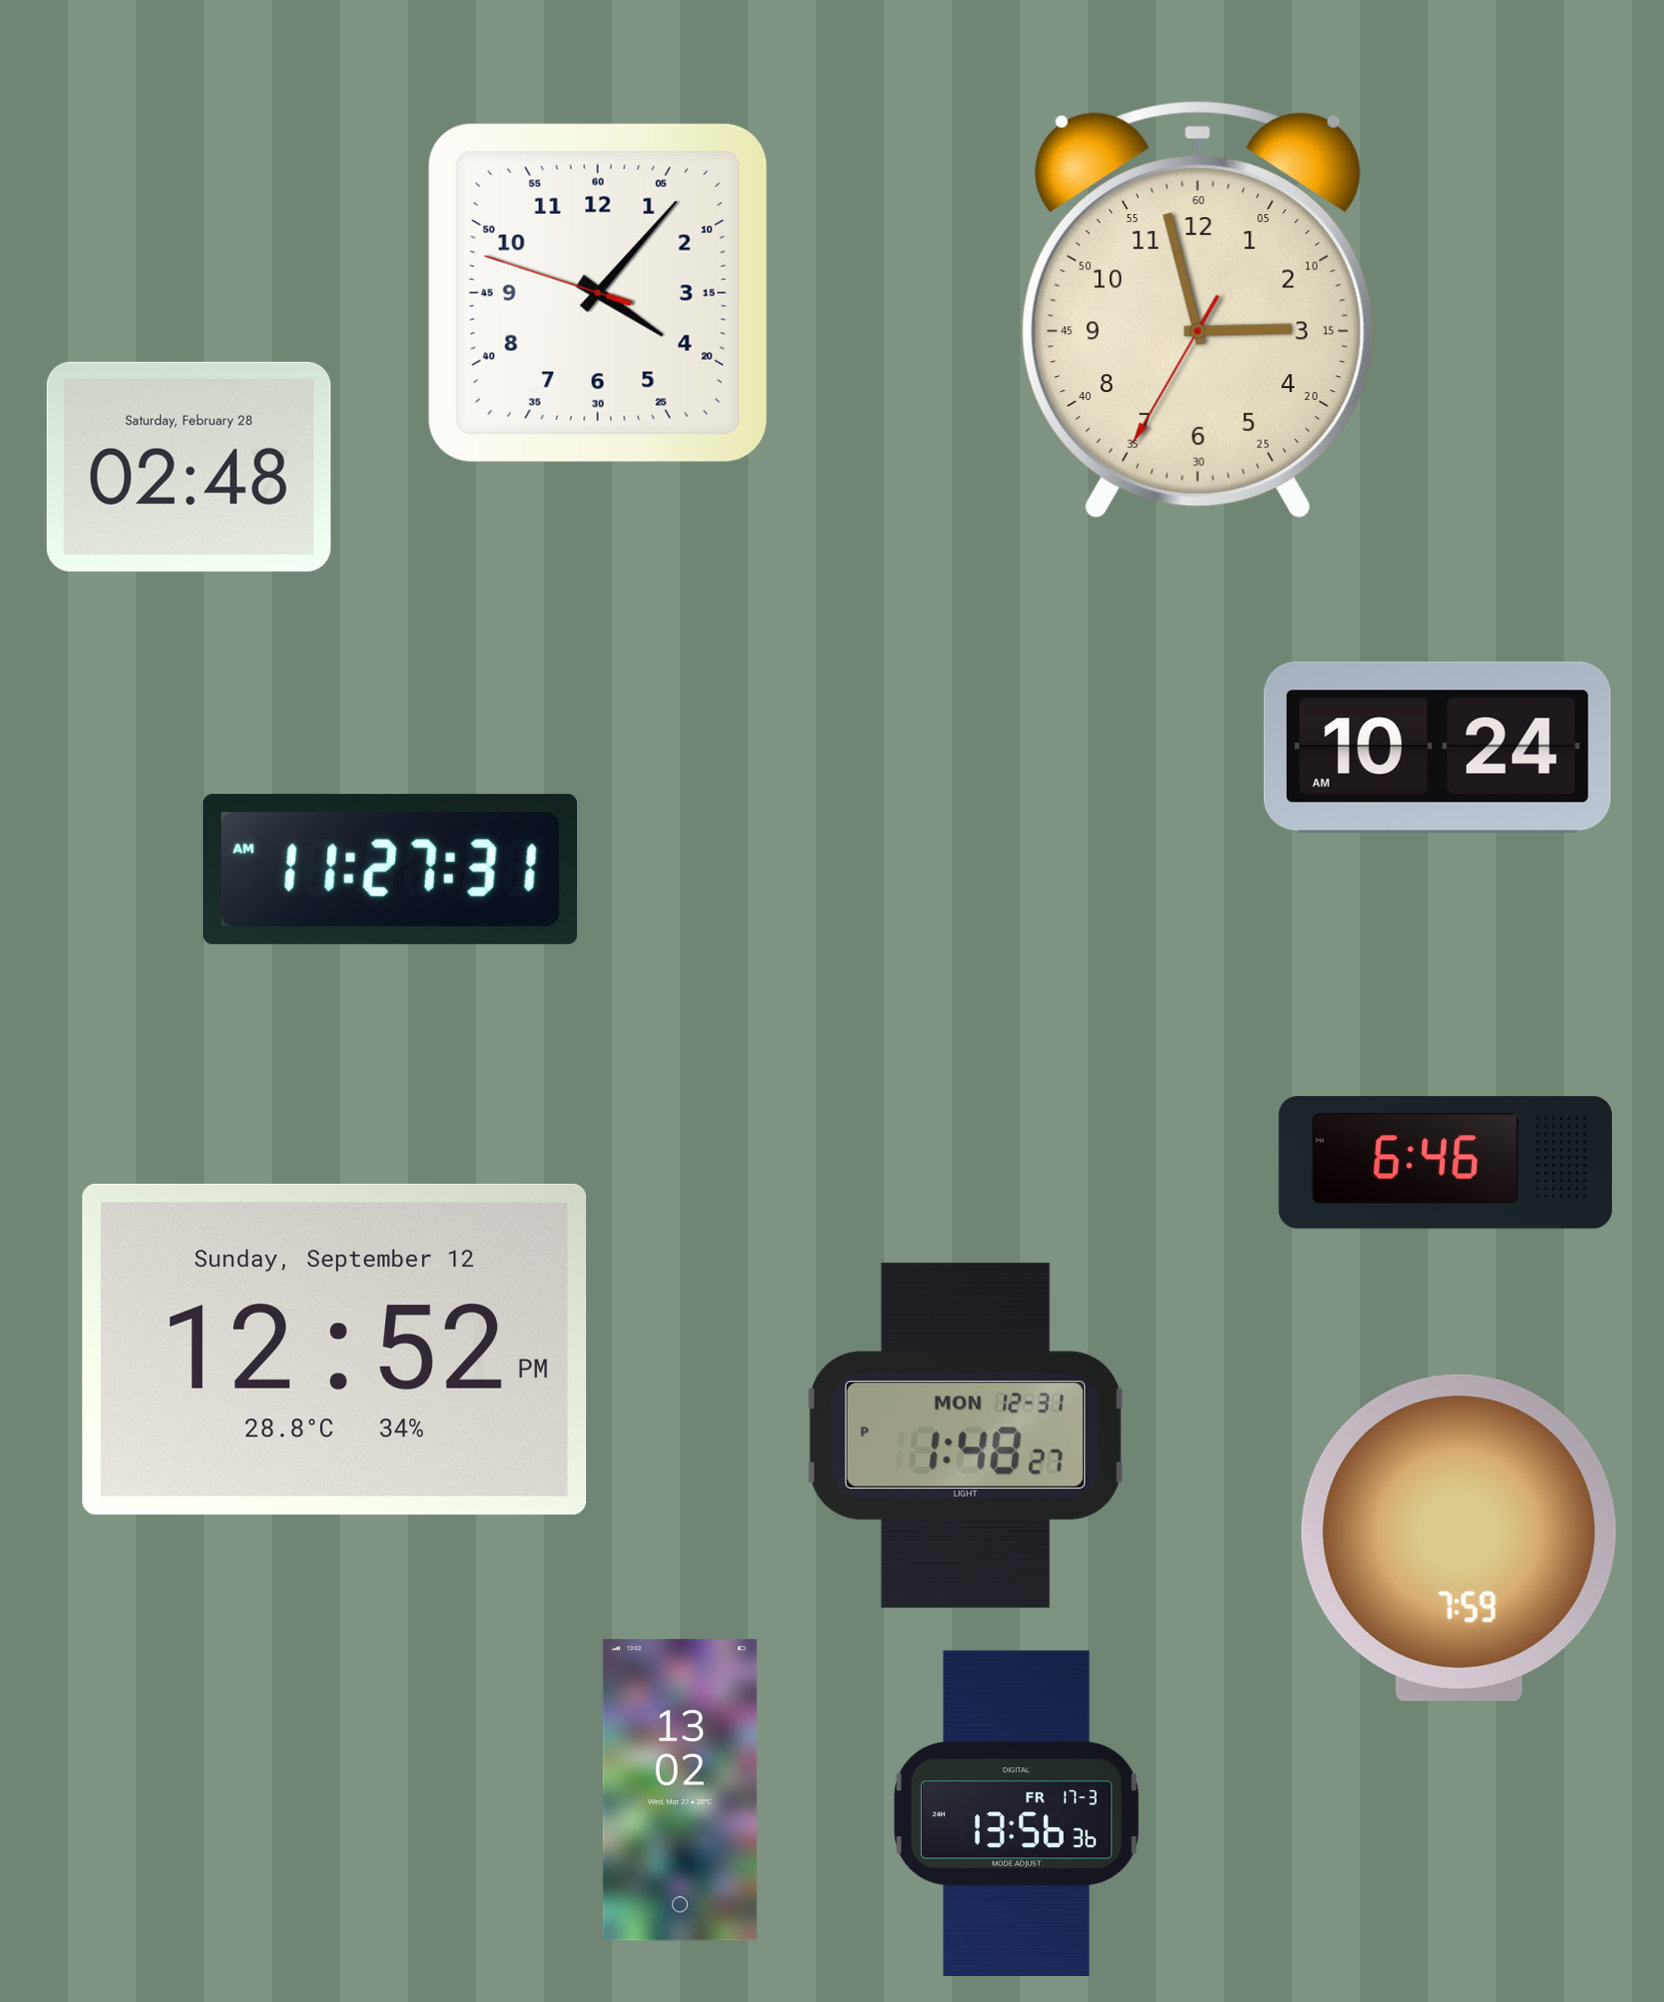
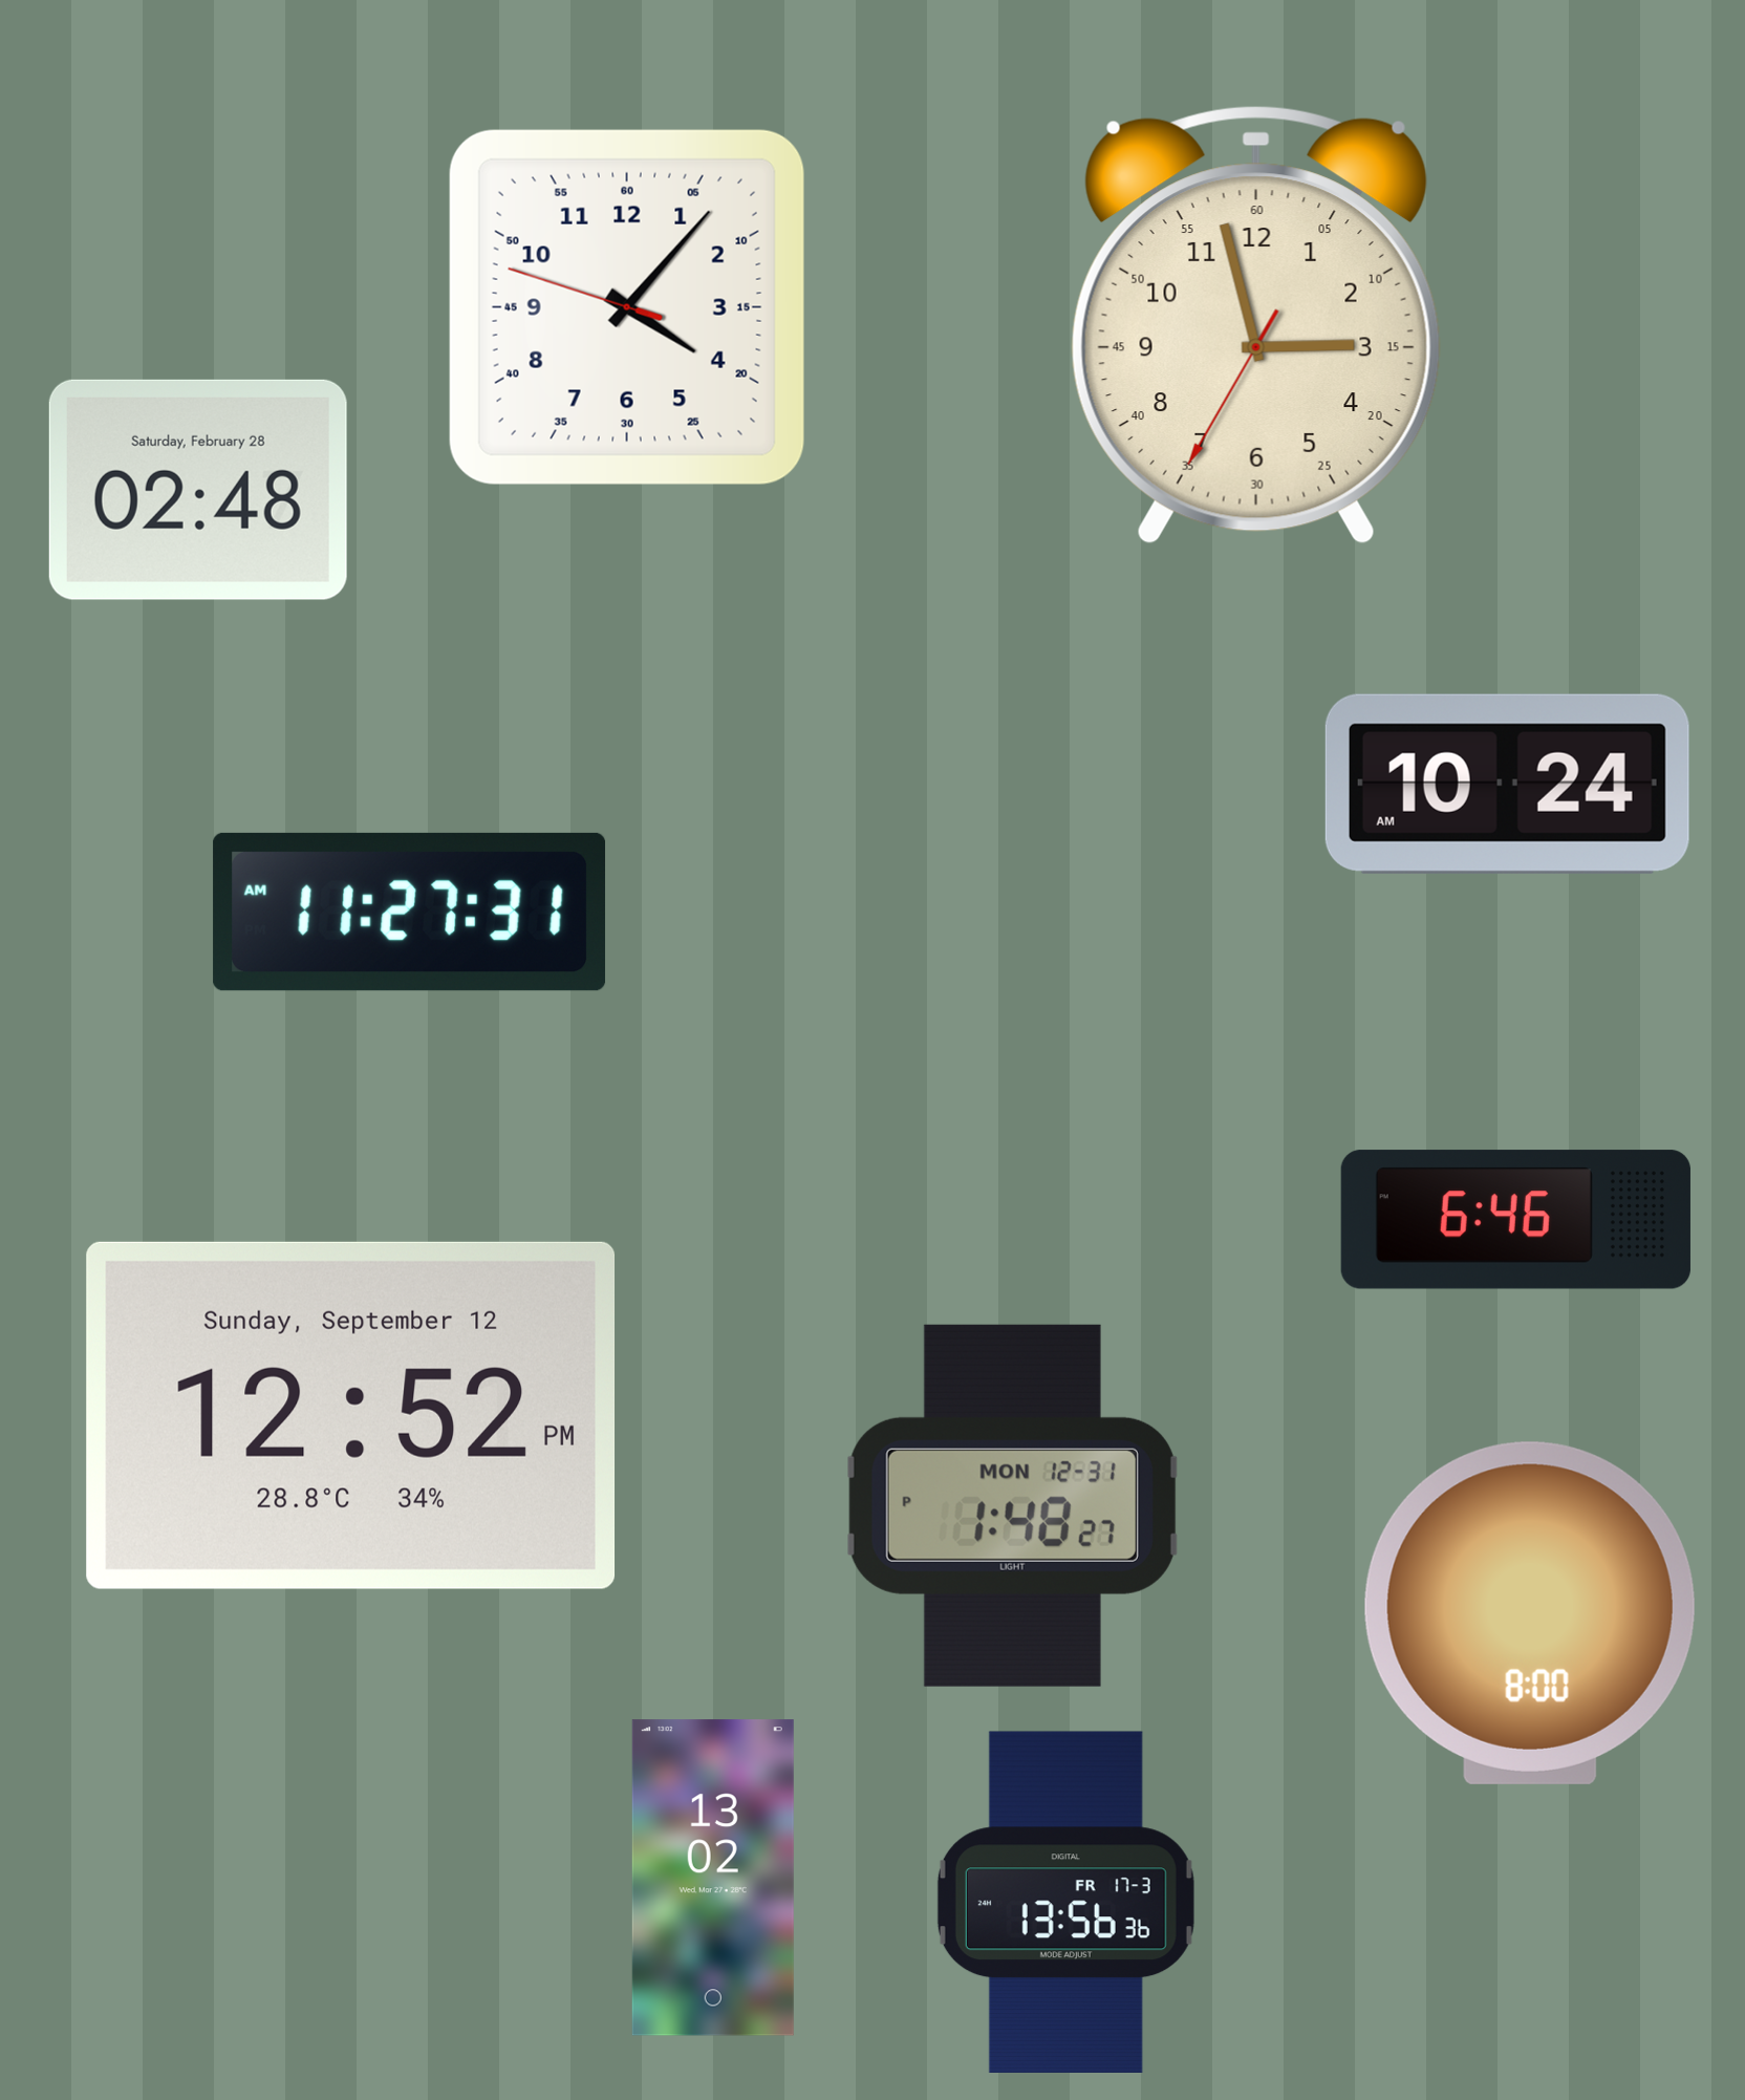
clock at (1459, 1538): 7:59 -> 8:00
